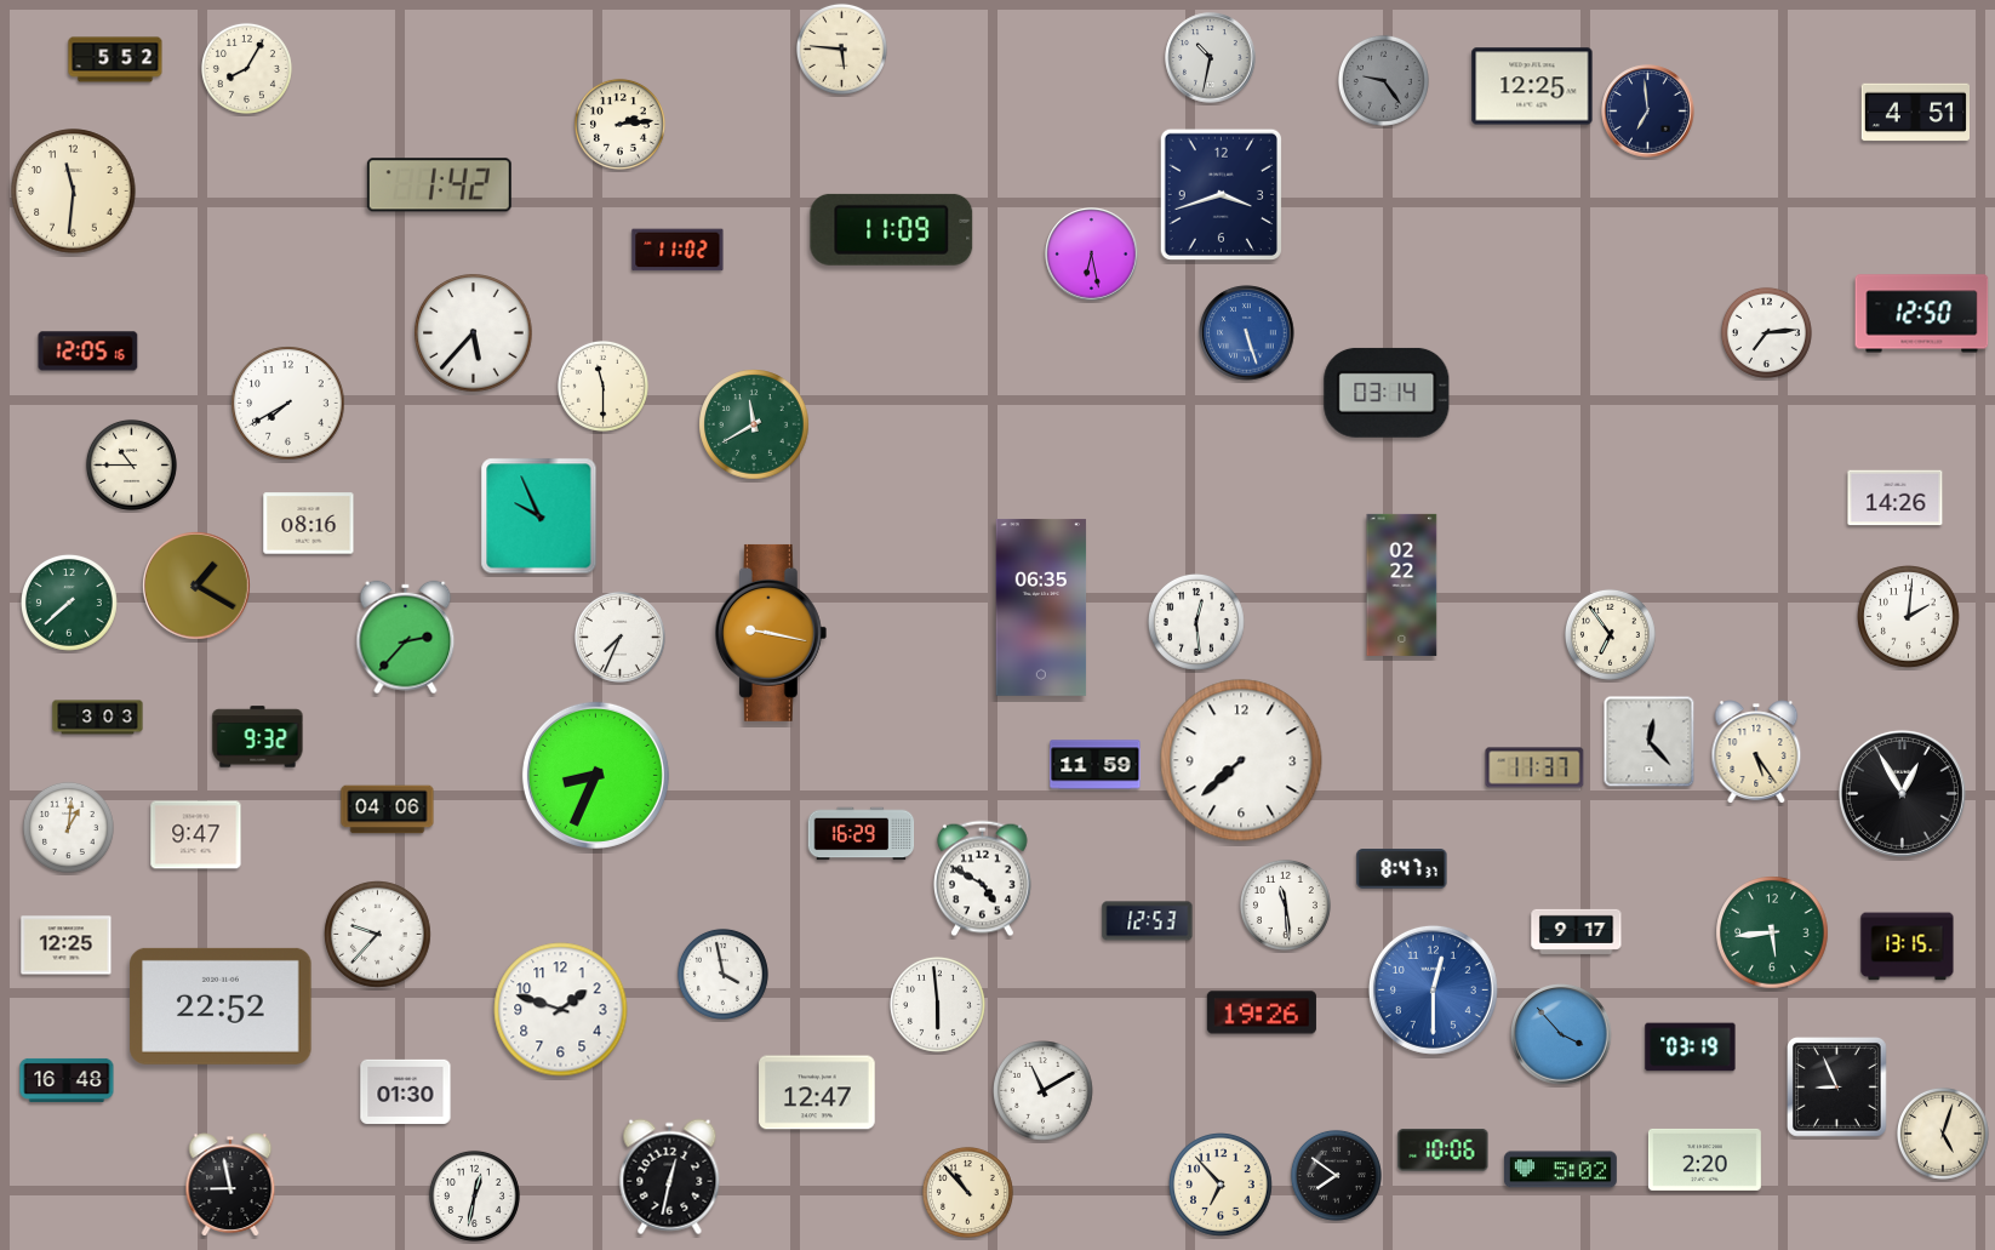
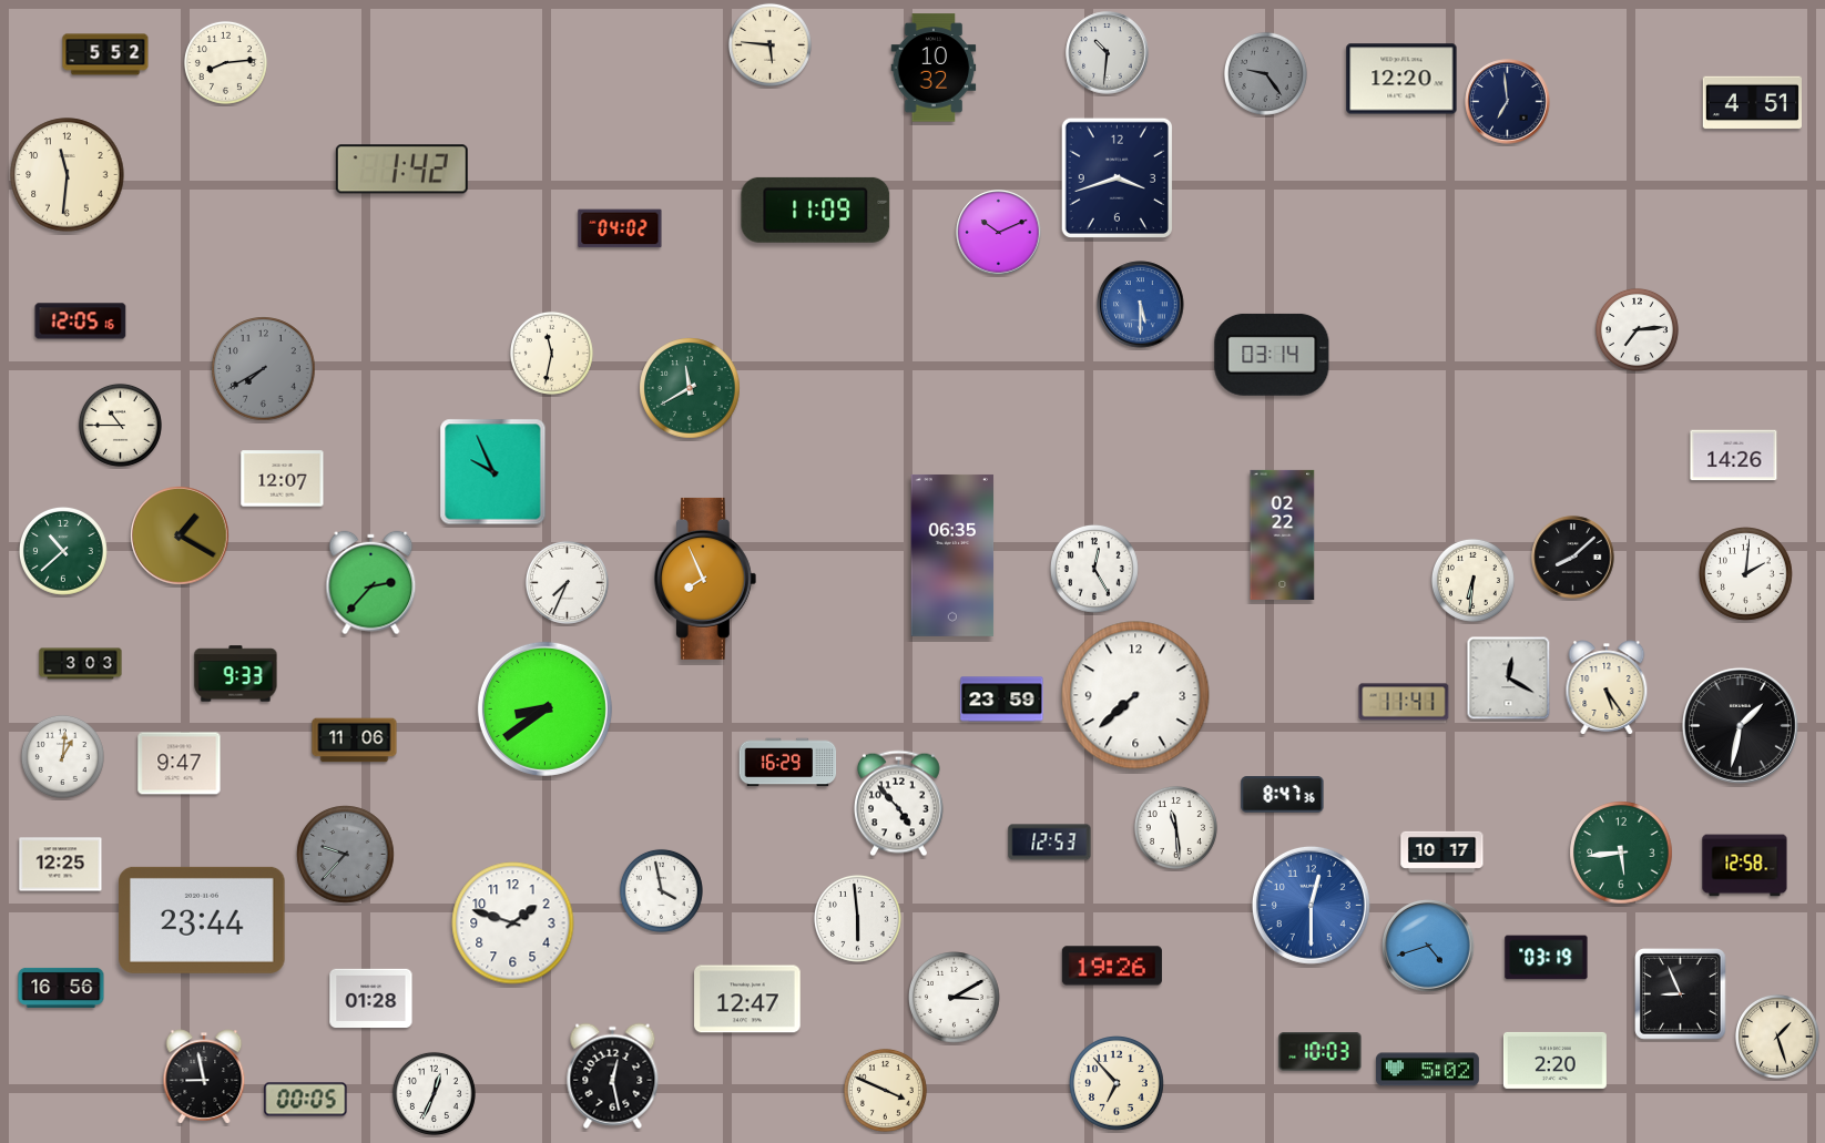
clock at (1211, 58): 10:32 -> 10:31
clock at (246, 68): 8:05 -> 8:14
clock at (934, 68): none -> 10:32
clock at (1532, 86): 12:25 -> 12:20
clock at (619, 124): 2:14 -> none
clock at (678, 250): 11:02 -> 04:02
clock at (1092, 255): 6:28 -> 10:11
clock at (1922, 314): 12:50 -> none
clock at (1766, 332) position: (1766, 332) -> (1637, 329)
clock at (474, 333): 5:37 -> none
clock at (1247, 333): 5:27 -> 5:30
clock at (602, 386): 11:30 -> 11:32
clock at (1387, 393) position: (1387, 393) -> (1272, 355)
clock at (288, 404) dial: white -> grey
clock at (309, 524): 08:16 -> 12:07
clock at (69, 603): 7:38 -> 10:38
clock at (1573, 558): none -> 8:08
clock at (1909, 617) position: (1909, 617) -> (1746, 574)
clock at (1196, 622): 12:29 -> 12:25
clock at (771, 633): 9:17 -> 7:56
clock at (1610, 634): 6:54 -> 6:31
clock at (98, 718) position: (98, 718) -> (81, 664)
clock at (258, 737): 9:32 -> 9:33
clock at (1650, 742): 12:23 -> 12:20
clock at (1096, 765): 11:59 -> 23:59
clock at (1534, 767): 11:37 -> 11:41
clock at (595, 775): 8:34 -> 8:39
clock at (1902, 793): 12:55 -> 1:32
clock at (388, 810): 04:06 -> 11:06
clock at (1402, 869): 8:47:37 -> 8:47:36
clock at (983, 879): 4:50 -> 4:53
clock at (1577, 931): 9:17 -> 10:17
clock at (378, 935) dial: white -> grey
clock at (1908, 947): 13:15 -> 12:58
clock at (221, 1006): 22:52 -> 23:44
clock at (1262, 1012) position: (1262, 1012) -> (1112, 966)
clock at (1561, 1034): 3:53 -> 4:42
clock at (67, 1080): 16:48 -> 16:56
clock at (406, 1091): 01:30 -> 01:28
clock at (1044, 1091): 11:10 -> 3:10
clock at (1943, 1134): 5:03 -> 1:27
clock at (1444, 1151): 10:06 -> 10:03
clock at (1704, 1159) position: (1704, 1159) -> (1554, 1060)
clock at (1336, 1175): 7:51 -> none
clock at (670, 1177): 12:32 -> 12:28
clock at (230, 1185) position: (230, 1185) -> (204, 1076)
clock at (967, 1192): 10:53 -> 3:49
clock at (474, 1195): 12:32 -> 12:34
clock at (306, 1100): none -> 00:05
